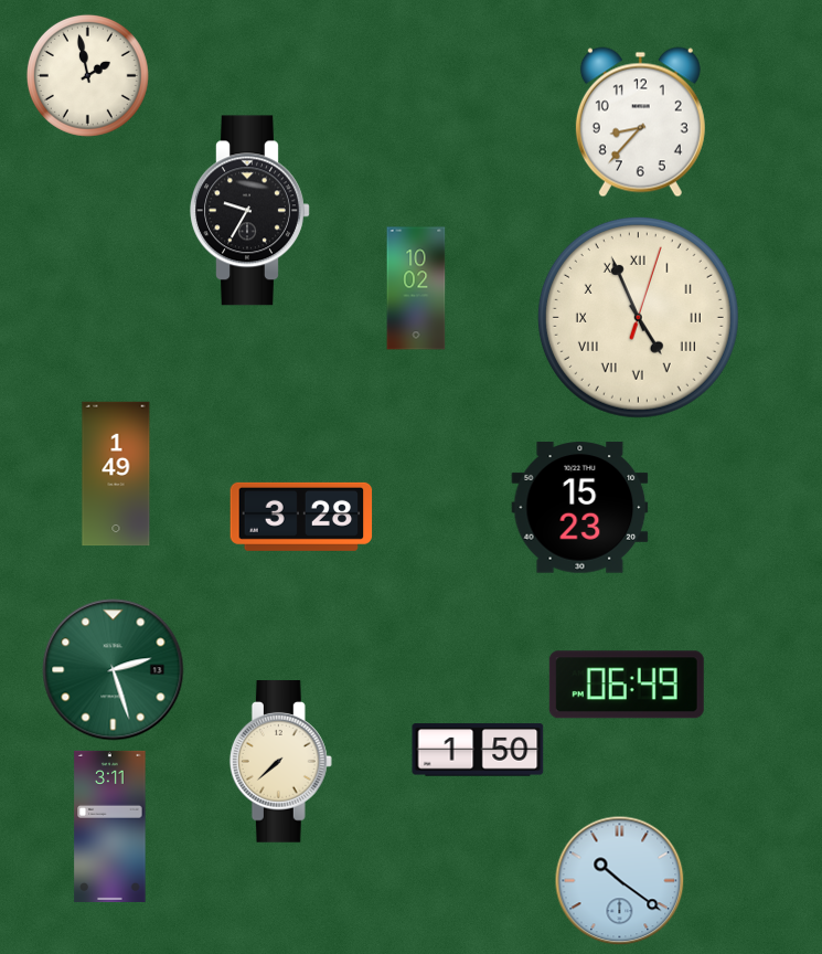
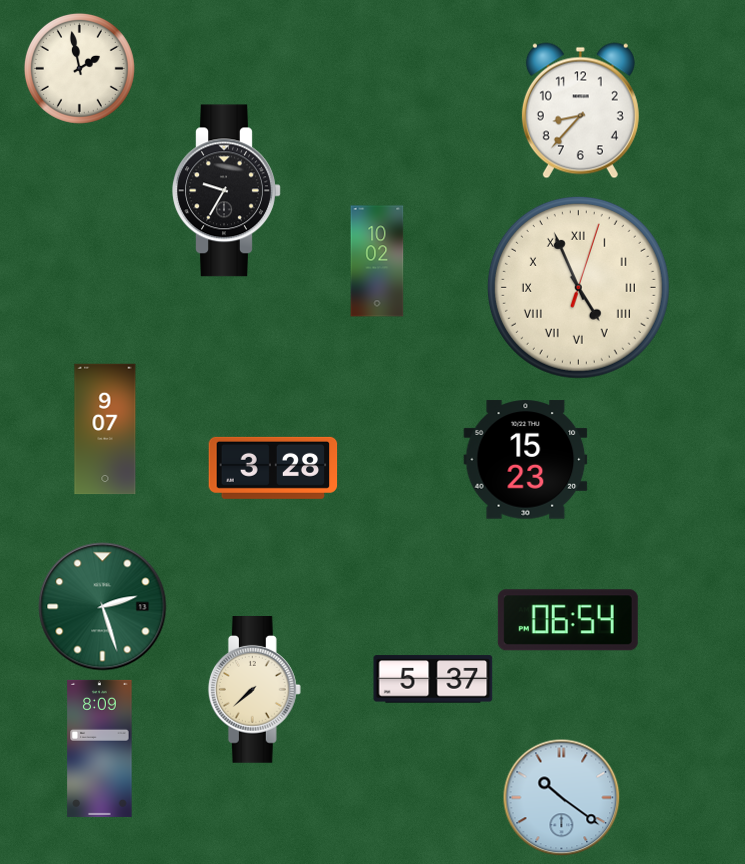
clock at (116, 474): 1:49 -> 9:07
clock at (627, 685): 06:49 -> 06:54
clock at (478, 750): 1:50 -> 5:37
clock at (110, 826): 3:11 -> 8:09
